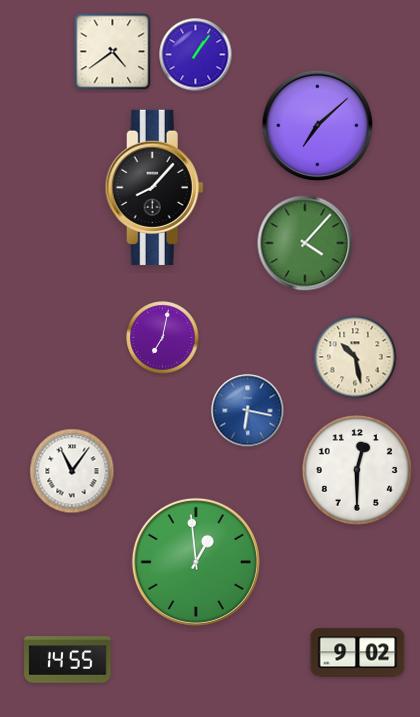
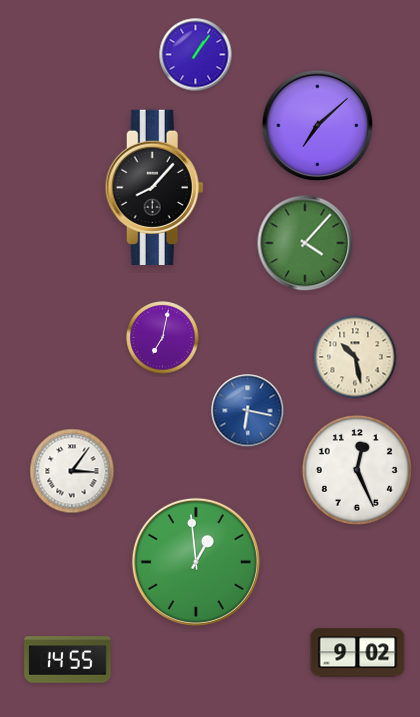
clock at (113, 52): 4:39 -> none
clock at (357, 470): 12:30 -> 12:26
clock at (72, 471): 11:06 -> 3:06
